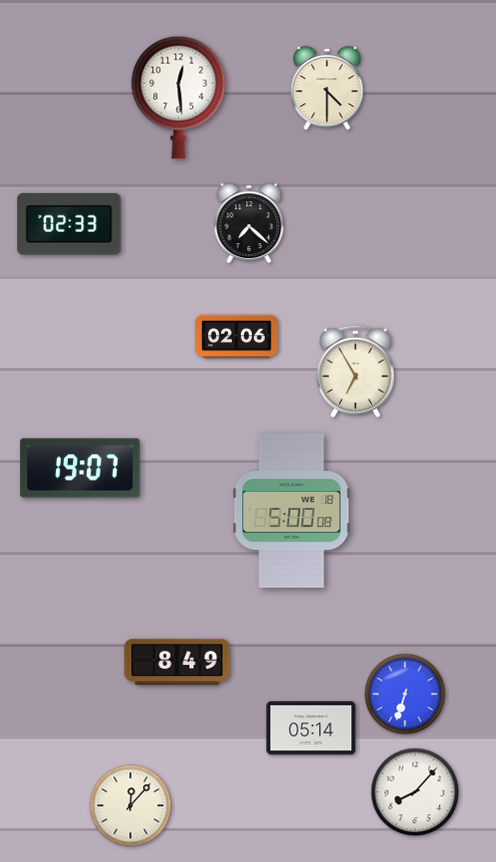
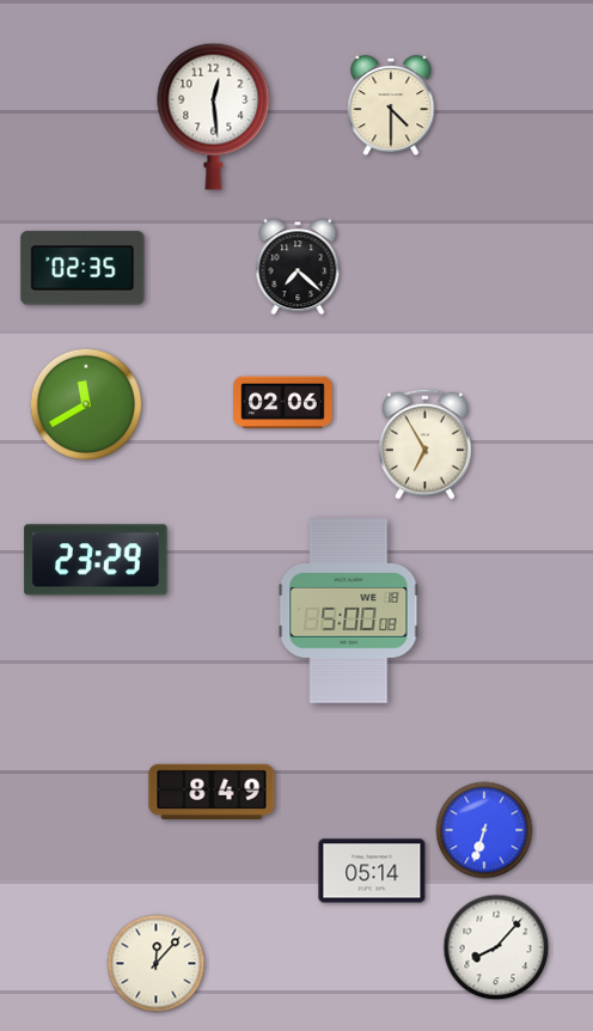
clock at (69, 224): 02:33 -> 02:35
clock at (86, 404): none -> 11:40
clock at (80, 468): 19:07 -> 23:29
